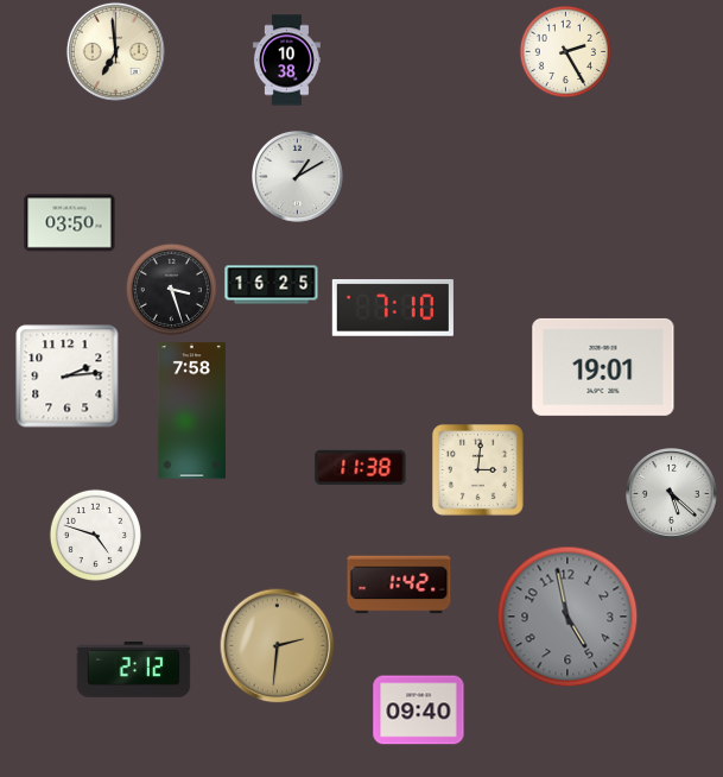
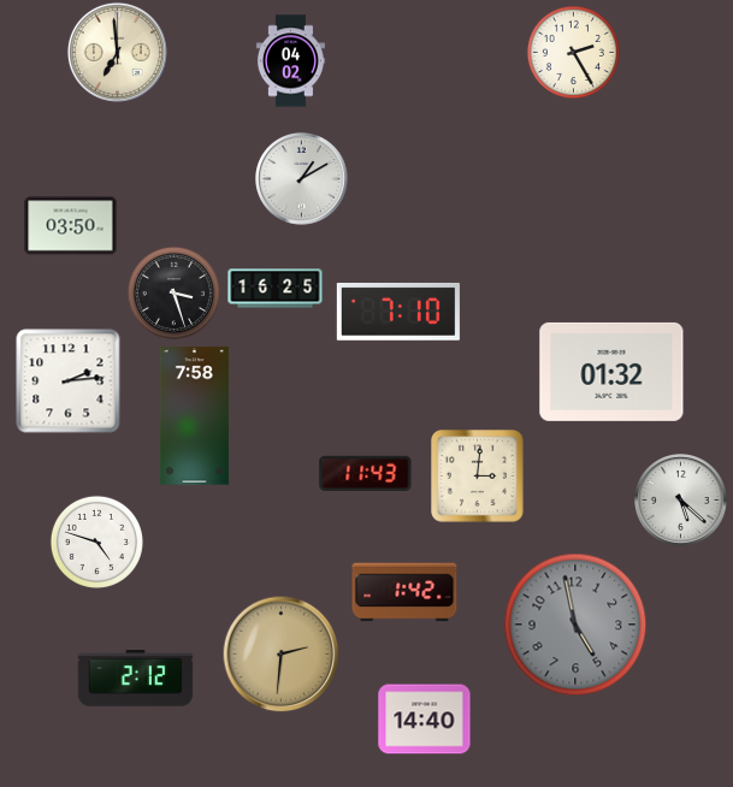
clock at (286, 61): 10:38 -> 04:02
clock at (603, 367): 19:01 -> 01:32
clock at (361, 467): 11:38 -> 11:43
clock at (478, 470) position: (478, 470) -> (478, 477)
clock at (419, 710): 09:40 -> 14:40
